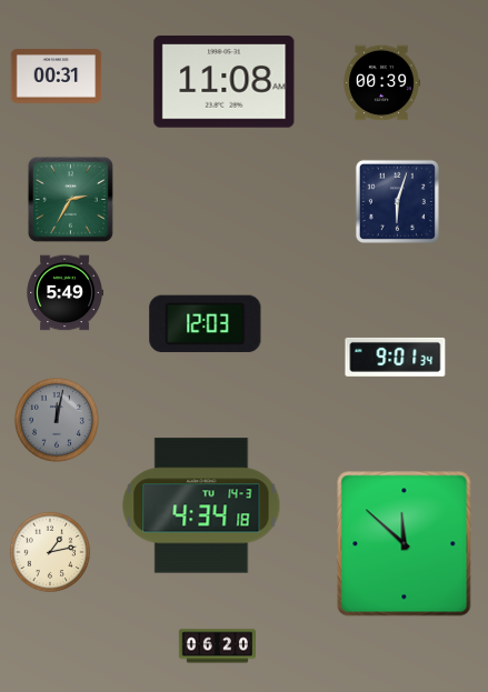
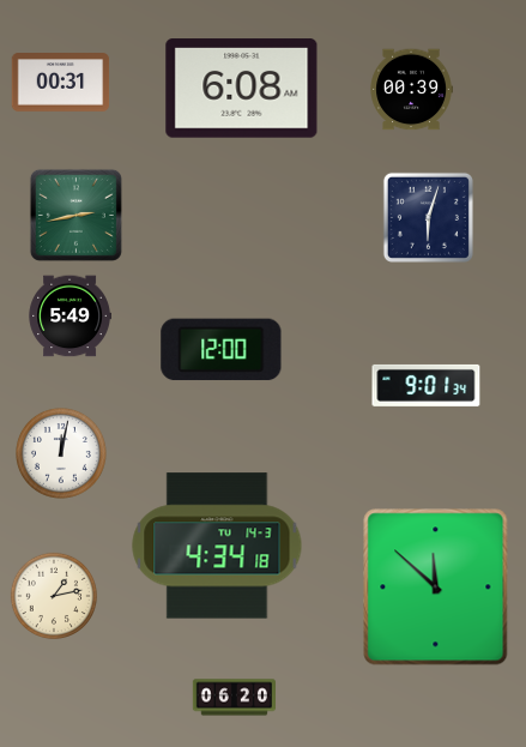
clock at (225, 82): 11:08 -> 6:08
clock at (70, 199): 2:35 -> 2:43
clock at (206, 324): 12:03 -> 12:00
clock at (58, 421) dial: grey -> white
